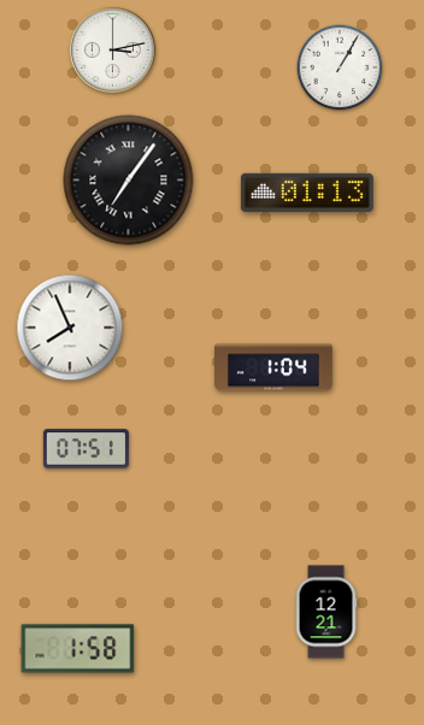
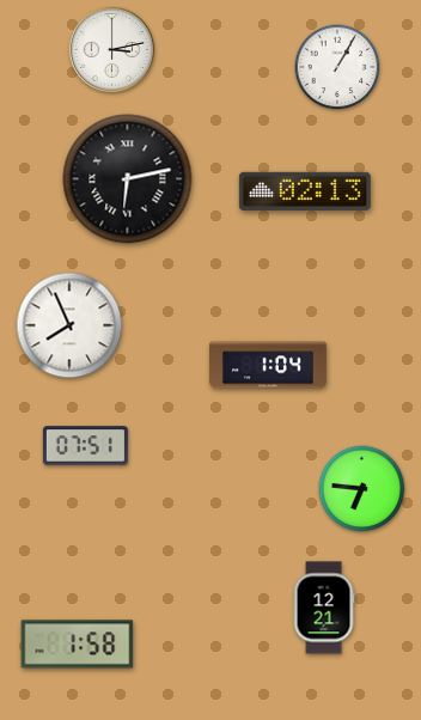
clock at (129, 181): 7:06 -> 6:13
clock at (307, 193): 01:13 -> 02:13
clock at (275, 367) position: (275, 367) -> (269, 365)
clock at (362, 489): none -> 6:46
